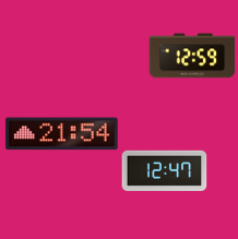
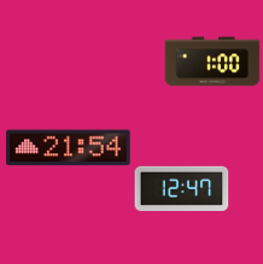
clock at (192, 56): 12:59 -> 1:00
